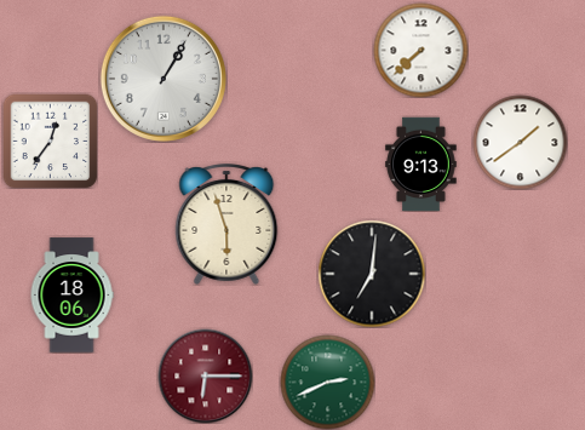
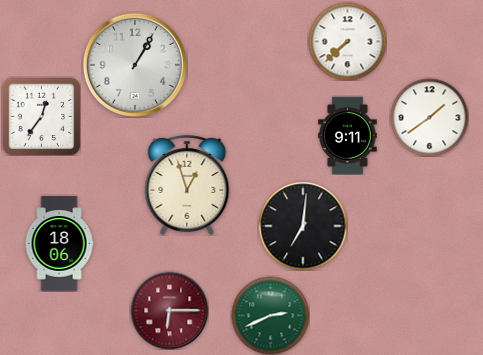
clock at (421, 164): 9:13 -> 9:11
clock at (226, 225): 5:57 -> 12:57
clock at (372, 274) position: (372, 274) -> (303, 226)
